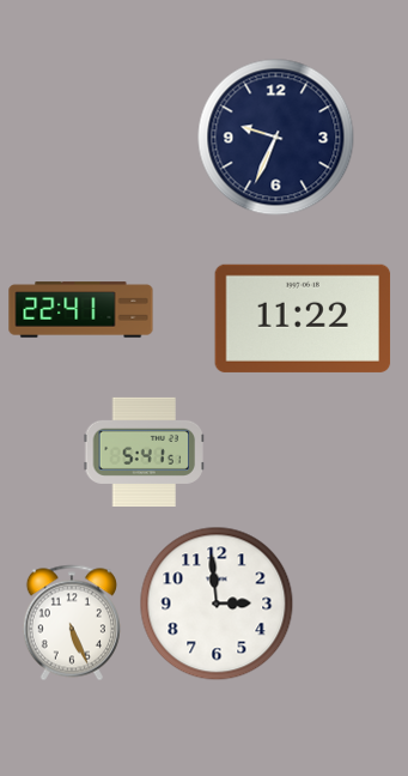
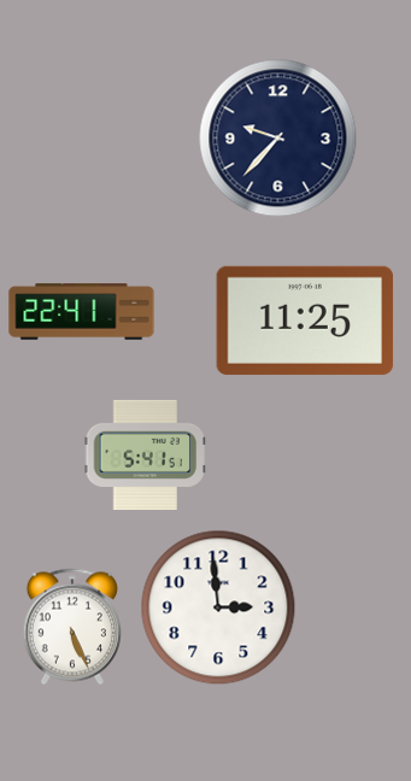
clock at (276, 138): 9:34 -> 9:37
clock at (303, 319): 11:22 -> 11:25
